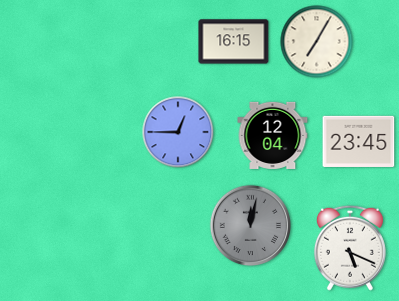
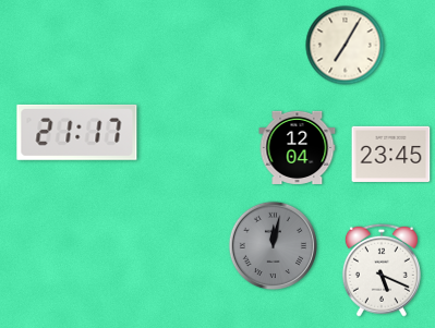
clock at (234, 42): 16:15 -> none
clock at (77, 132): none -> 21:17
clock at (178, 132): 12:45 -> none
